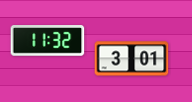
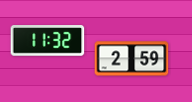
clock at (132, 59): 3:01 -> 2:59
